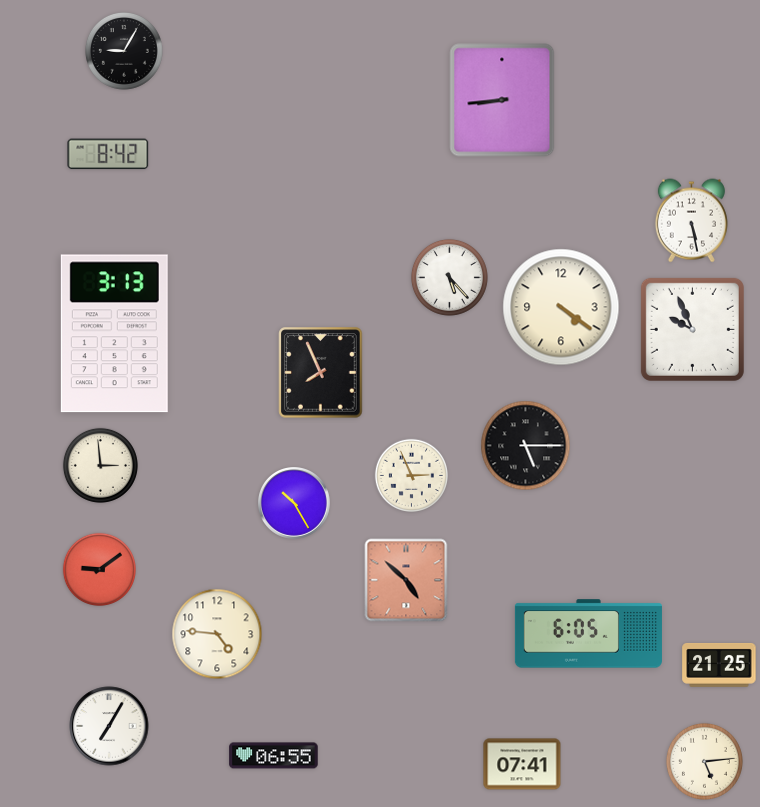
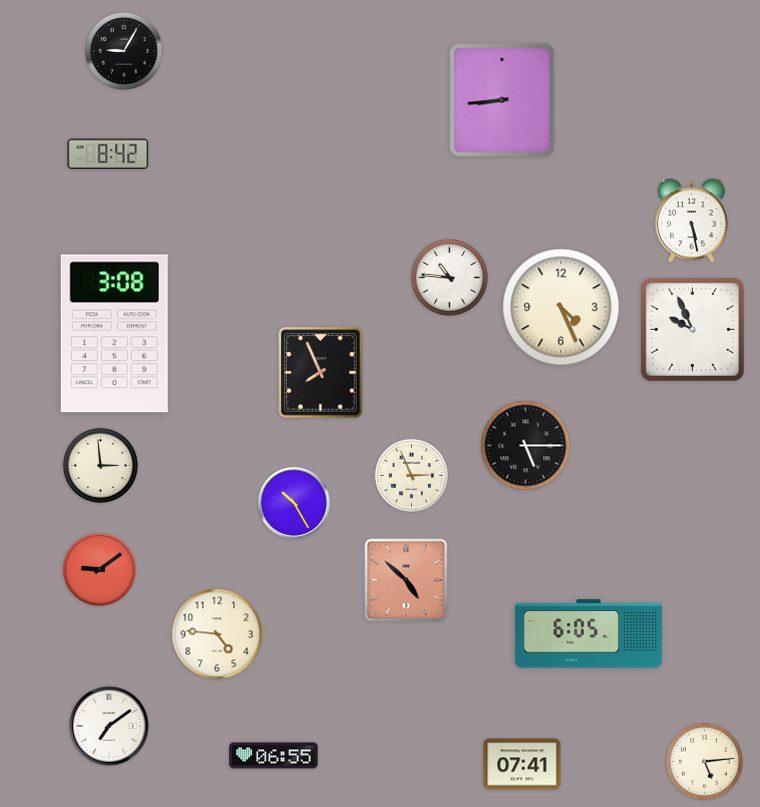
clock at (449, 277): 5:23 -> 10:46
clock at (561, 307): 4:21 -> 4:26
clock at (114, 334): 3:13 -> 3:08
clock at (719, 665): 21:25 -> none
clock at (109, 726): 7:05 -> 7:09
